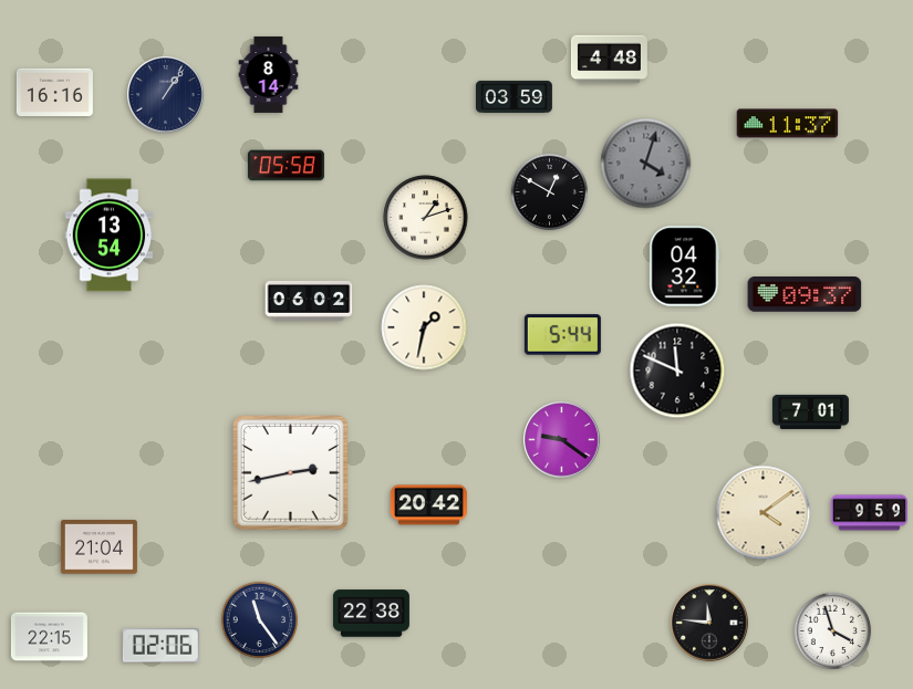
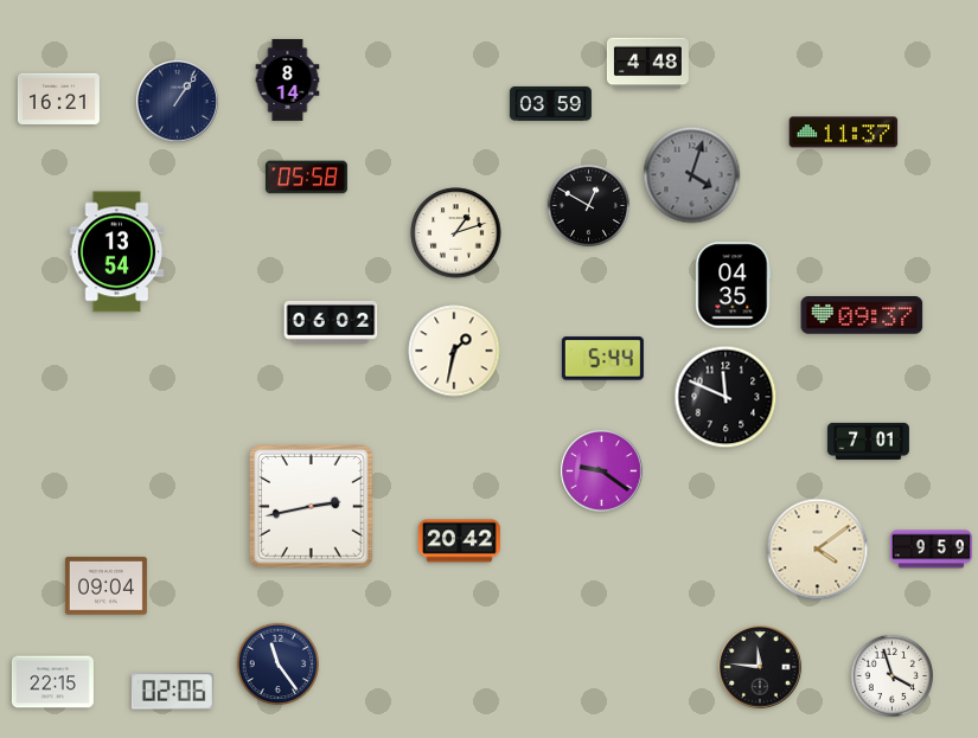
clock at (609, 60) position: (609, 60) -> (647, 64)
clock at (54, 93): 16:16 -> 16:21
clock at (685, 267): 04:32 -> 04:35
clock at (98, 547): 21:04 -> 09:04
clock at (371, 614): 22:38 -> none
